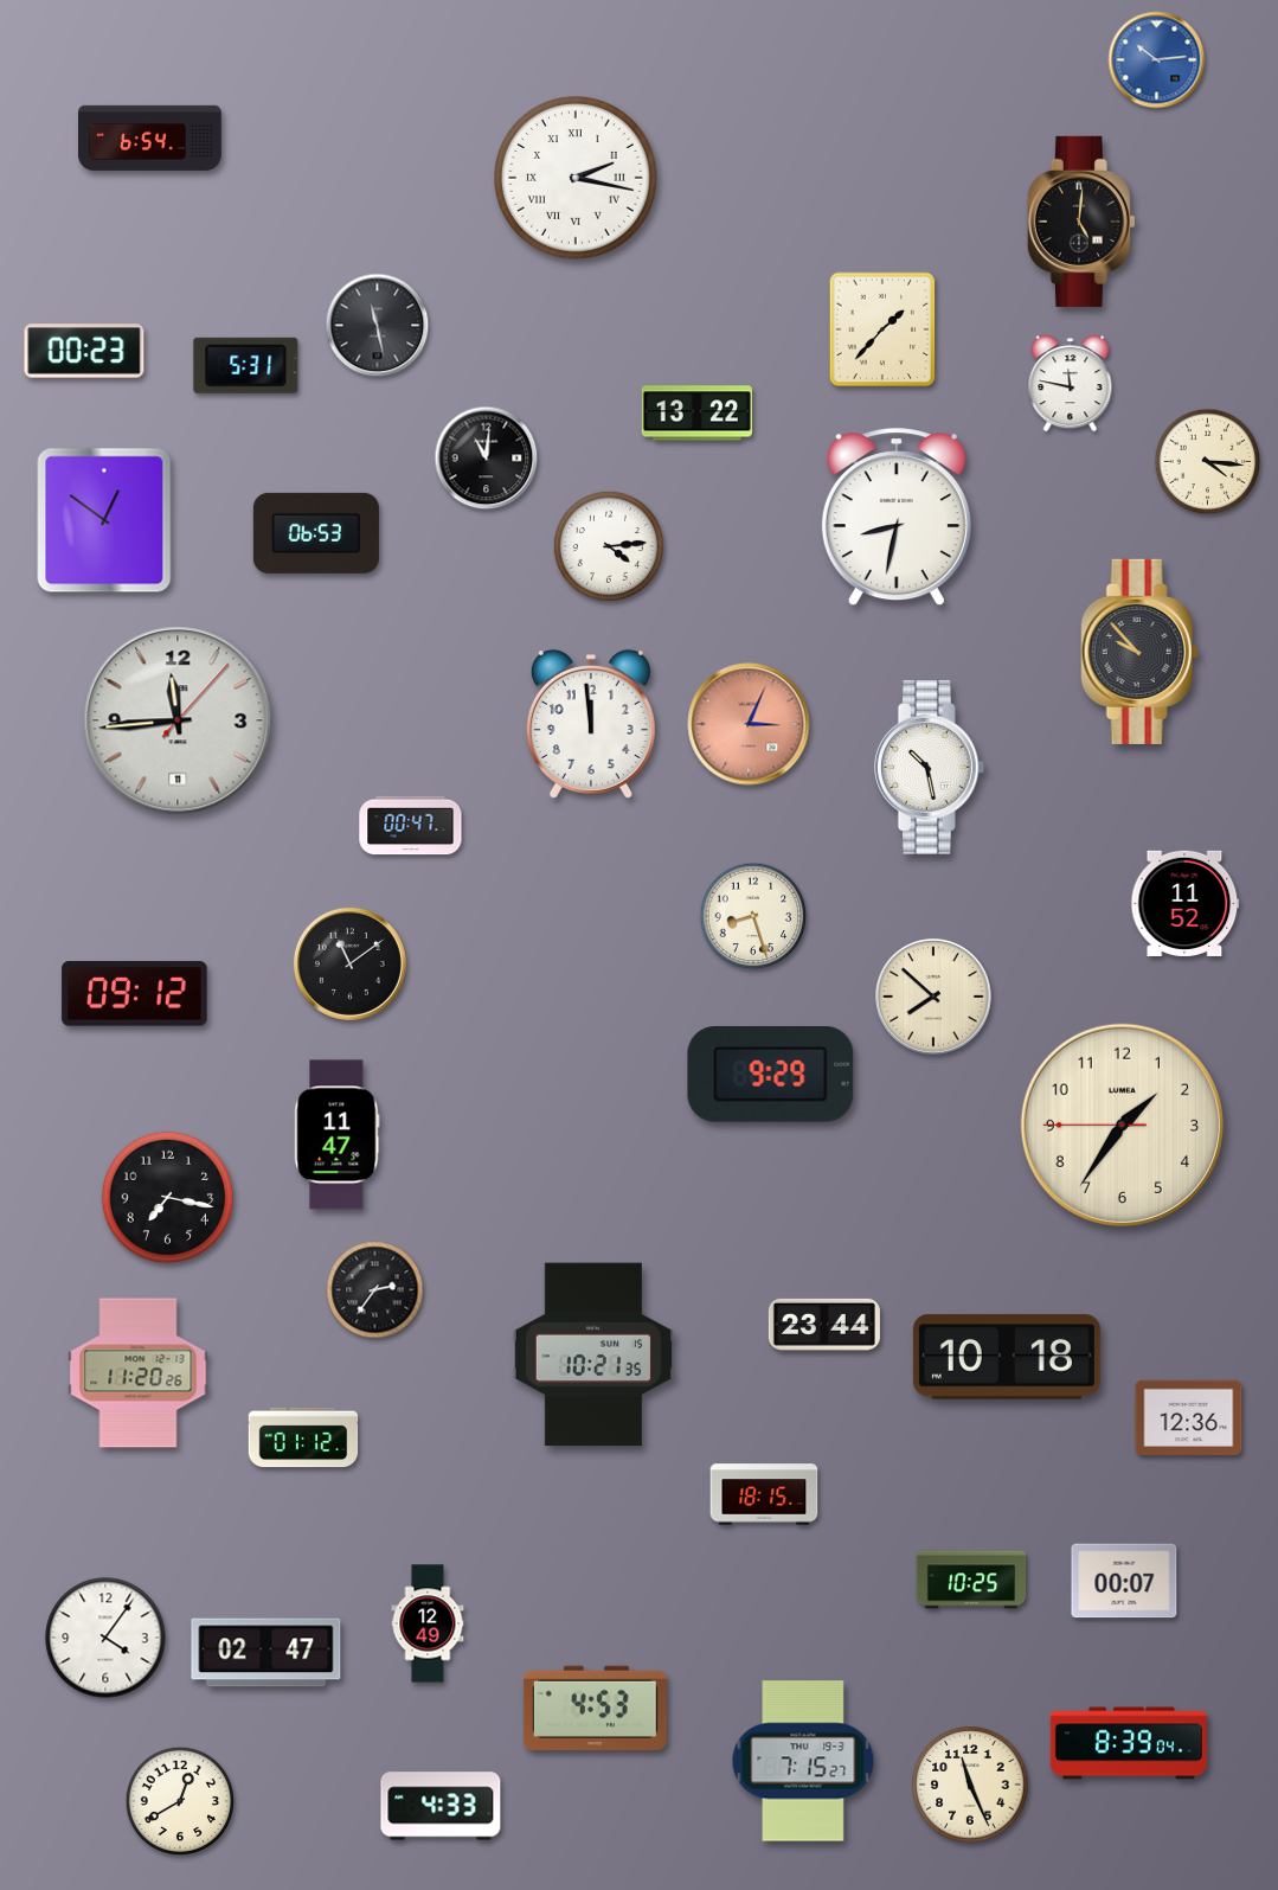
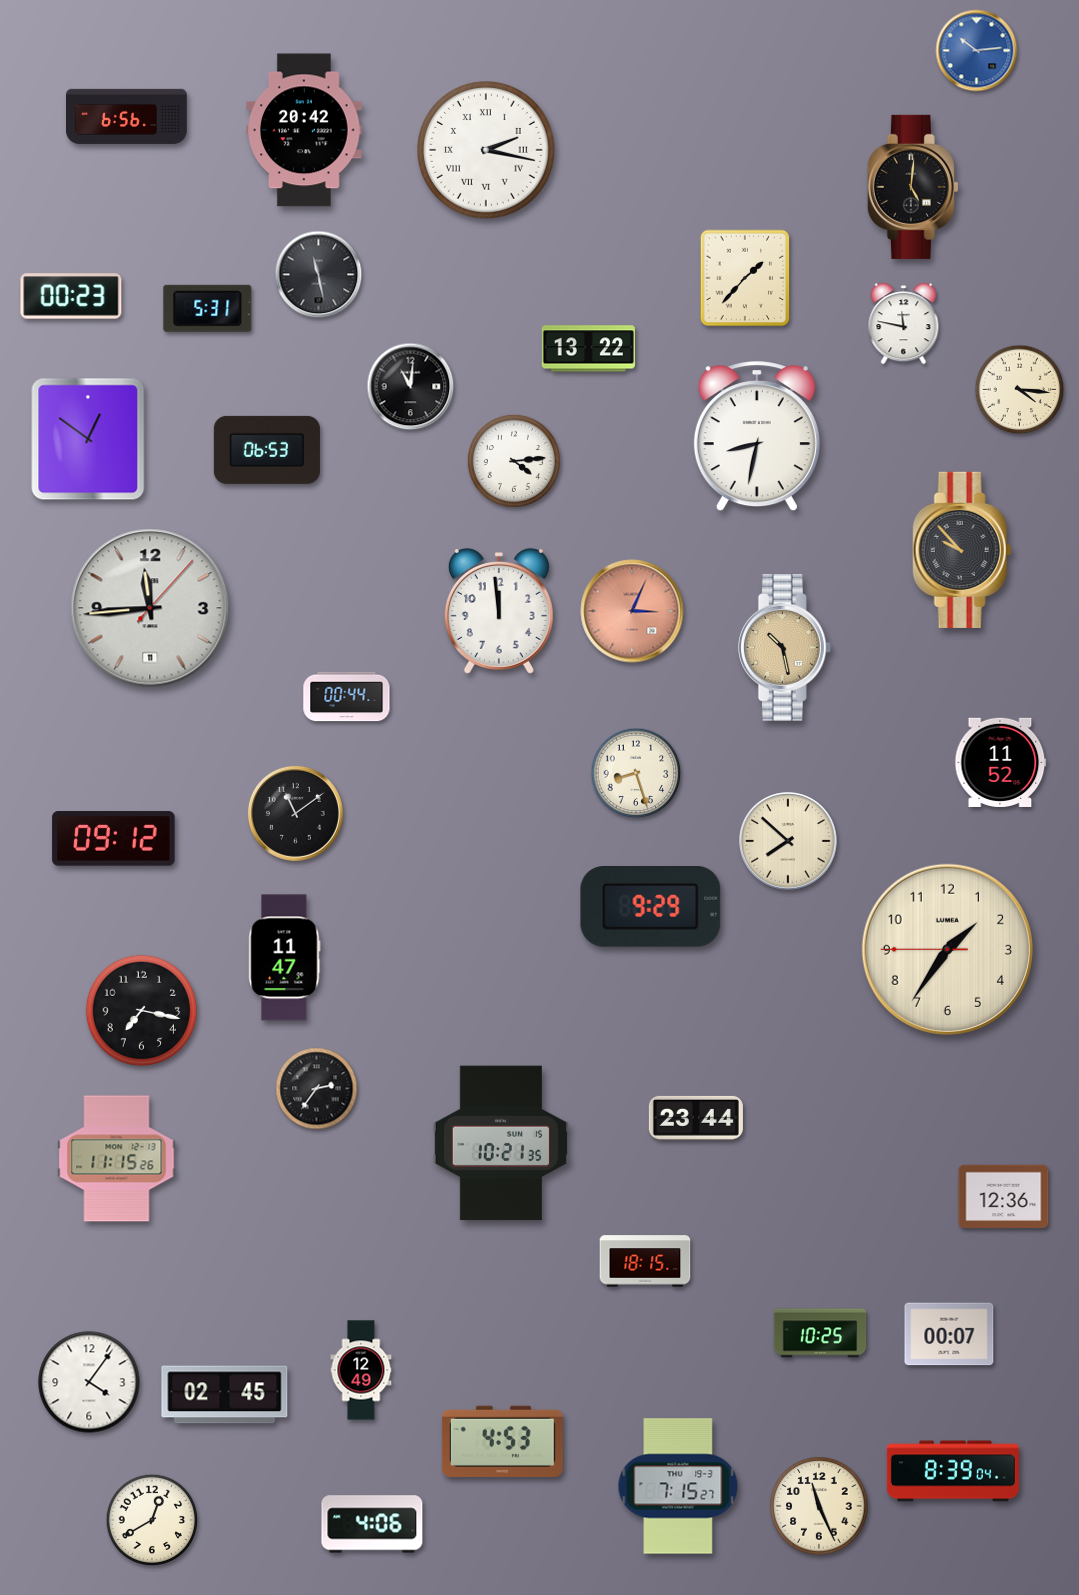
clock at (150, 137): 6:54 -> 6:56
clock at (304, 130): none -> 20:42
clock at (929, 768) dial: white -> champagne
clock at (411, 826): 00:47 -> 00:44
clock at (1007, 1357): 10:18 -> none
clock at (139, 1373): 11:20 -> 11:15
clock at (303, 1437): 01:12 -> none
clock at (266, 1653): 02:47 -> 02:45
clock at (441, 1806): 4:33 -> 4:06
